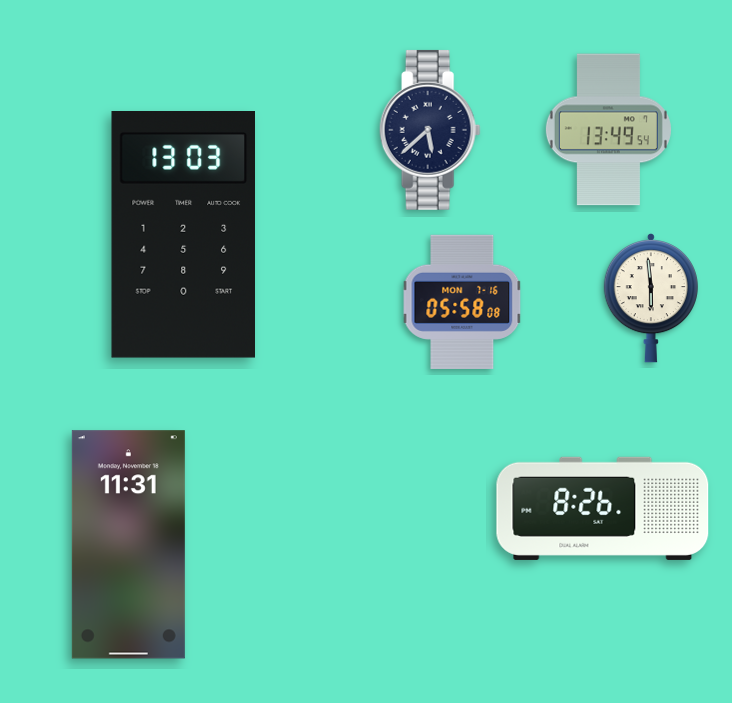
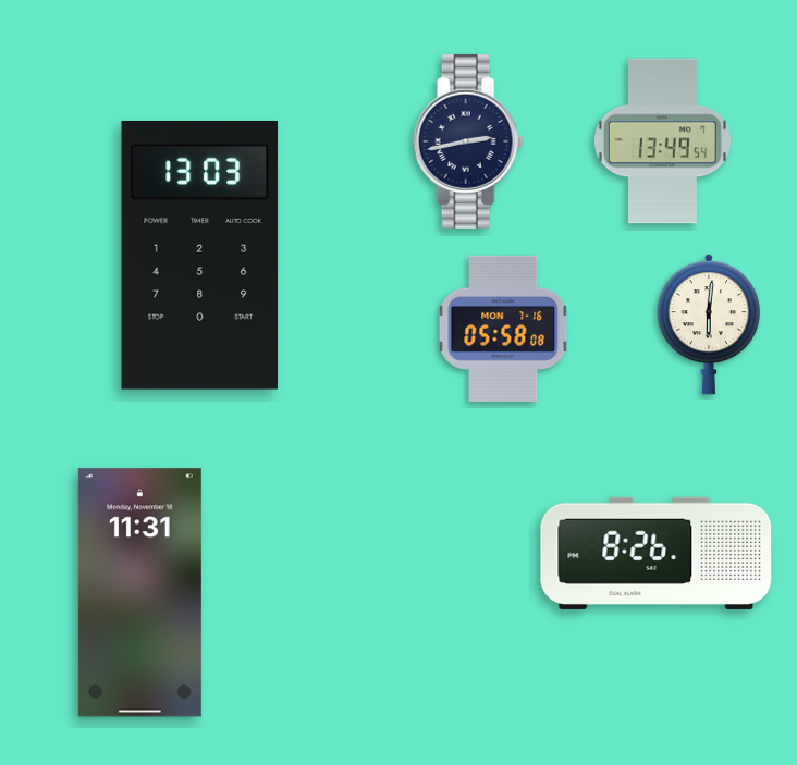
clock at (430, 130): 5:38 -> 2:43
clock at (651, 298): 5:59 -> 6:01
